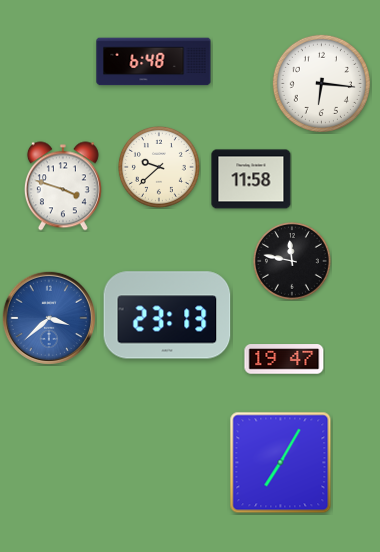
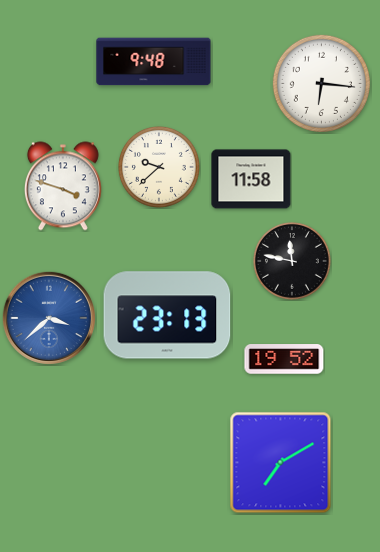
clock at (154, 62): 6:48 -> 9:48
clock at (284, 359): 19:47 -> 19:52
clock at (281, 463): 7:05 -> 7:10
